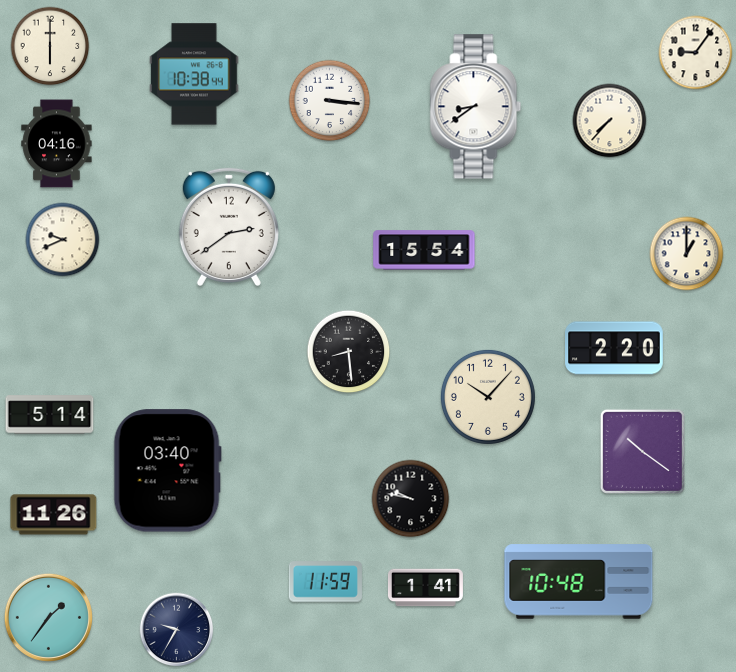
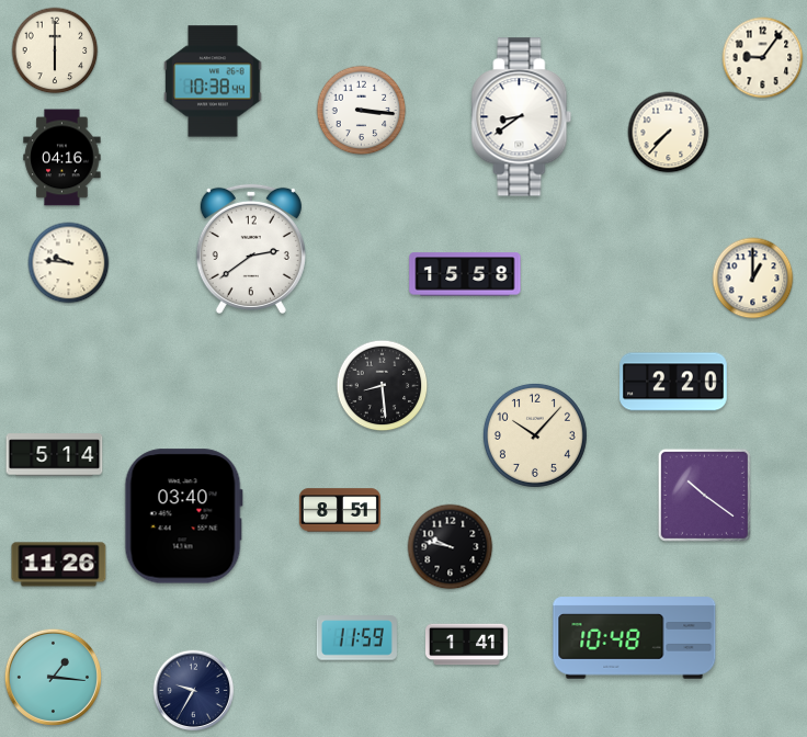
clock at (63, 240): 9:41 -> 9:46
clock at (424, 250): 15:54 -> 15:58
clock at (340, 510): none -> 8:51
clock at (48, 617): 1:36 -> 1:16
